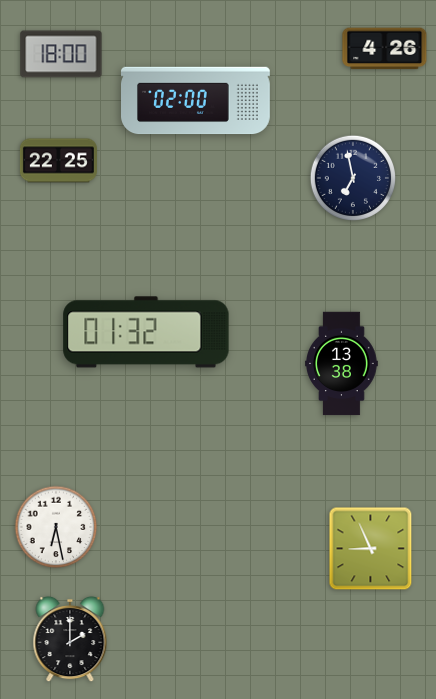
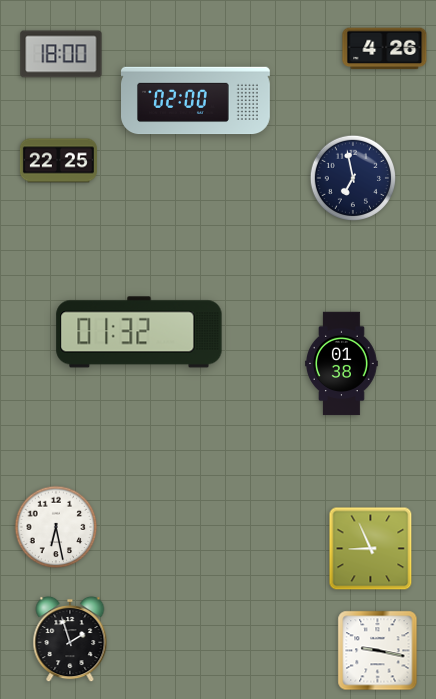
clock at (146, 332) position: (146, 332) -> (139, 332)
clock at (342, 364): 13:38 -> 01:38
clock at (70, 639): 2:00 -> 1:57
clock at (378, 651): none -> 9:17
